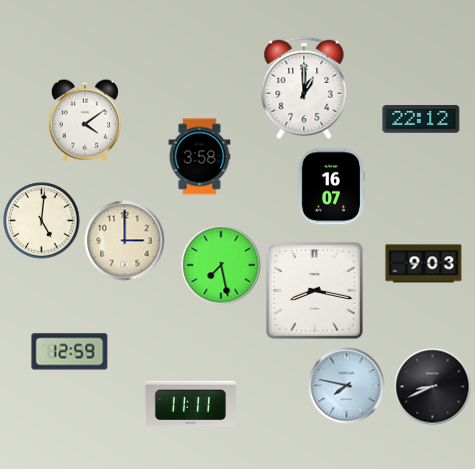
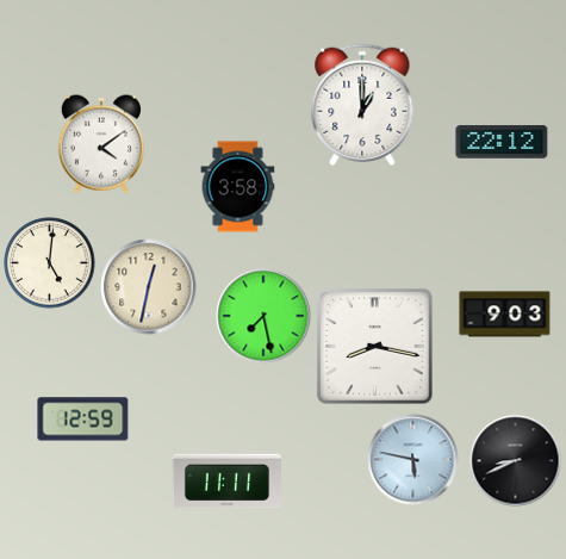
clock at (331, 187): 16:07 -> none
clock at (125, 241): 3:00 -> 12:32
clock at (347, 386): 7:47 -> 5:47
